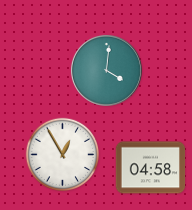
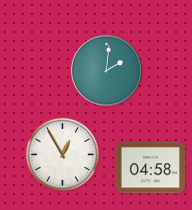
clock at (106, 70): 4:01 -> 2:01
